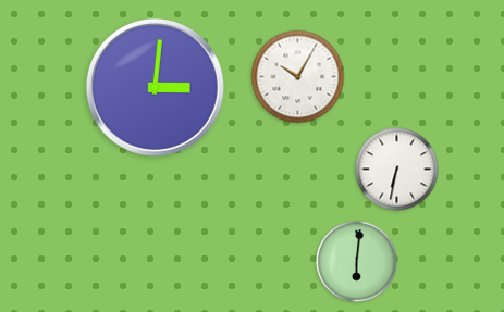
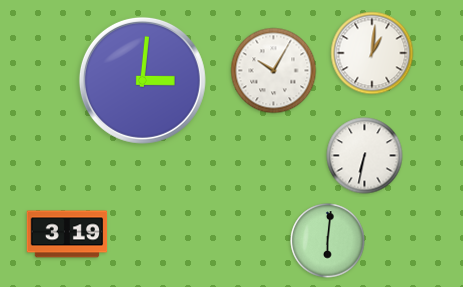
clock at (372, 53): none -> 1:01
clock at (67, 234): none -> 3:19
